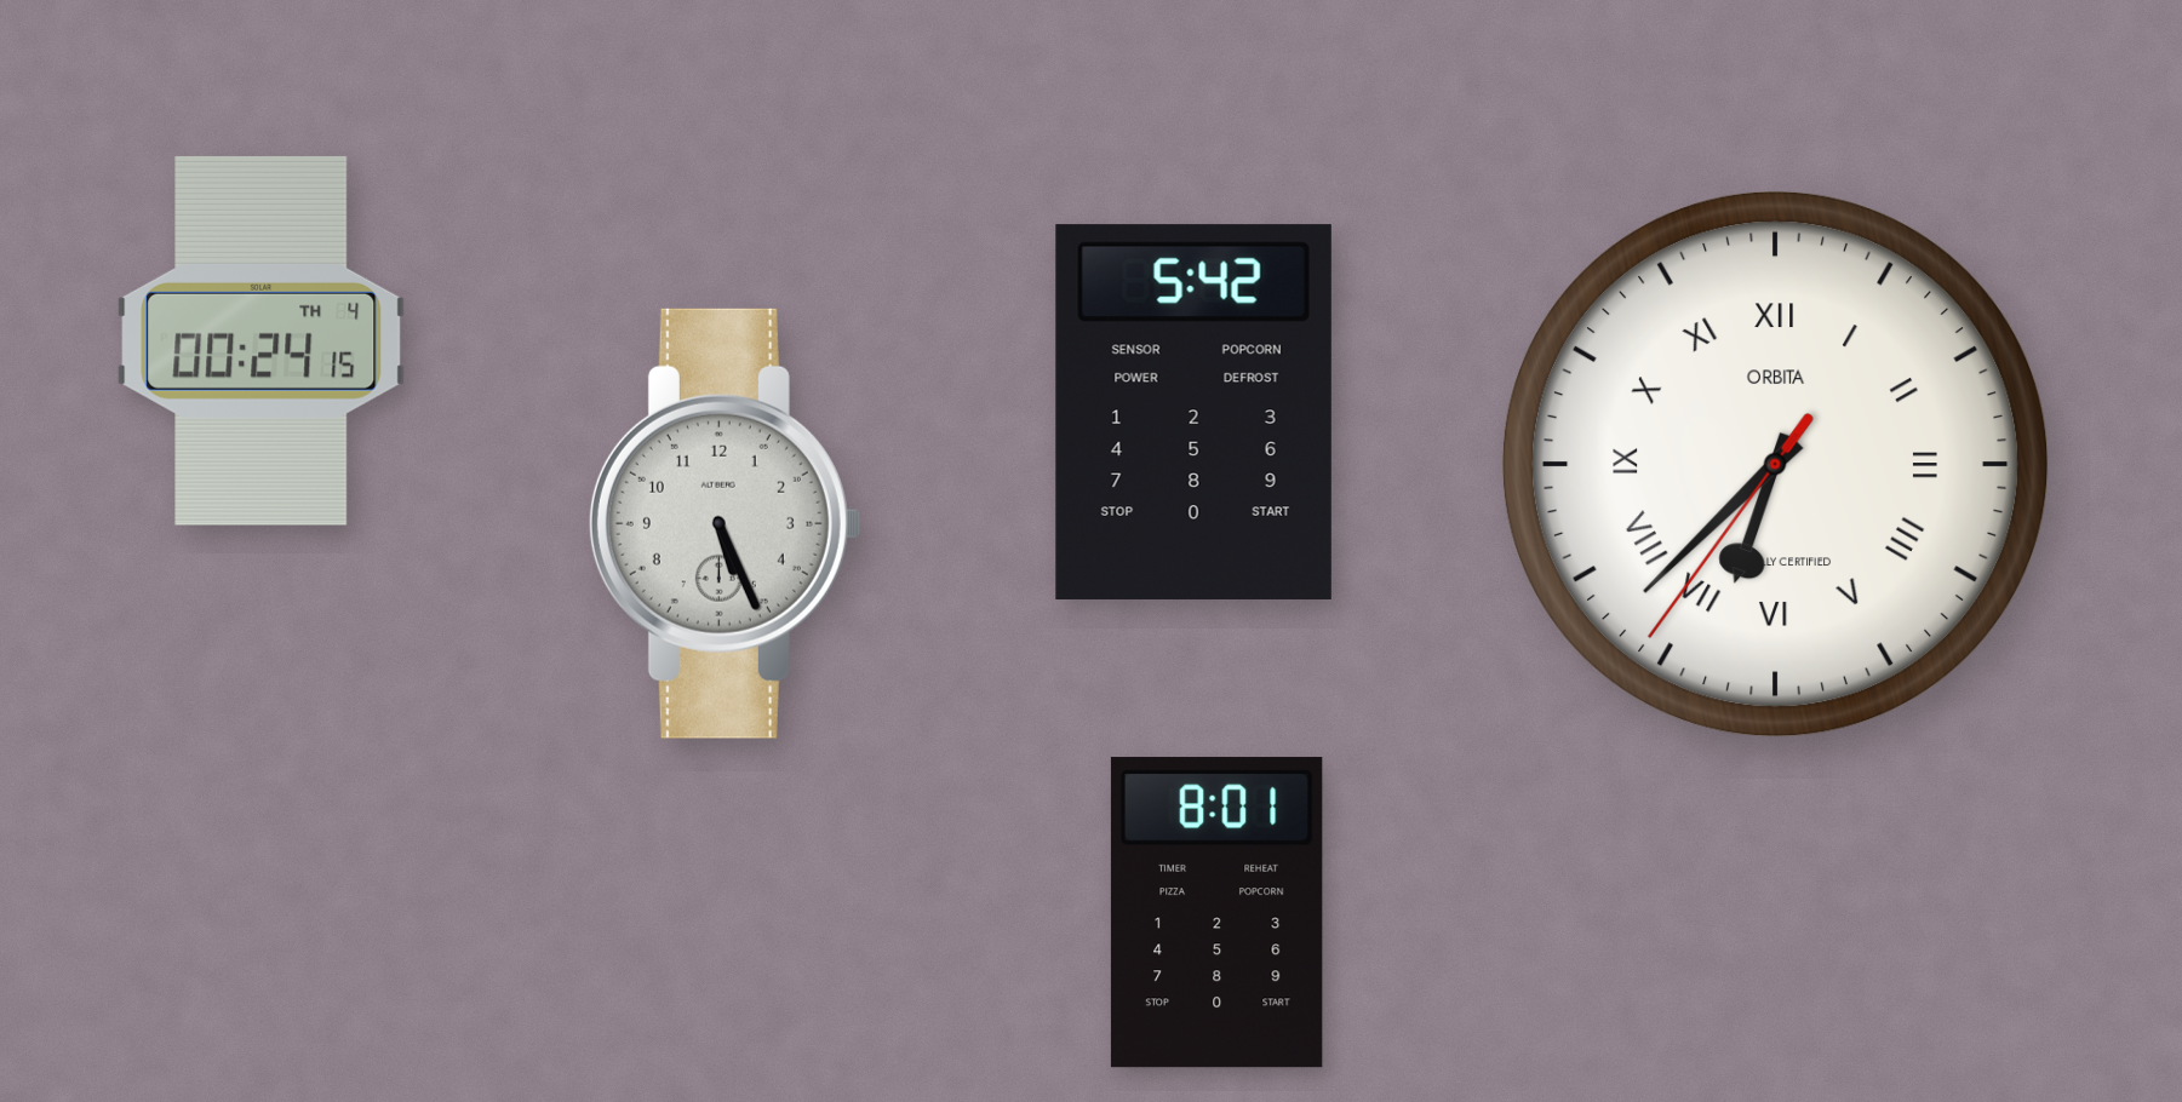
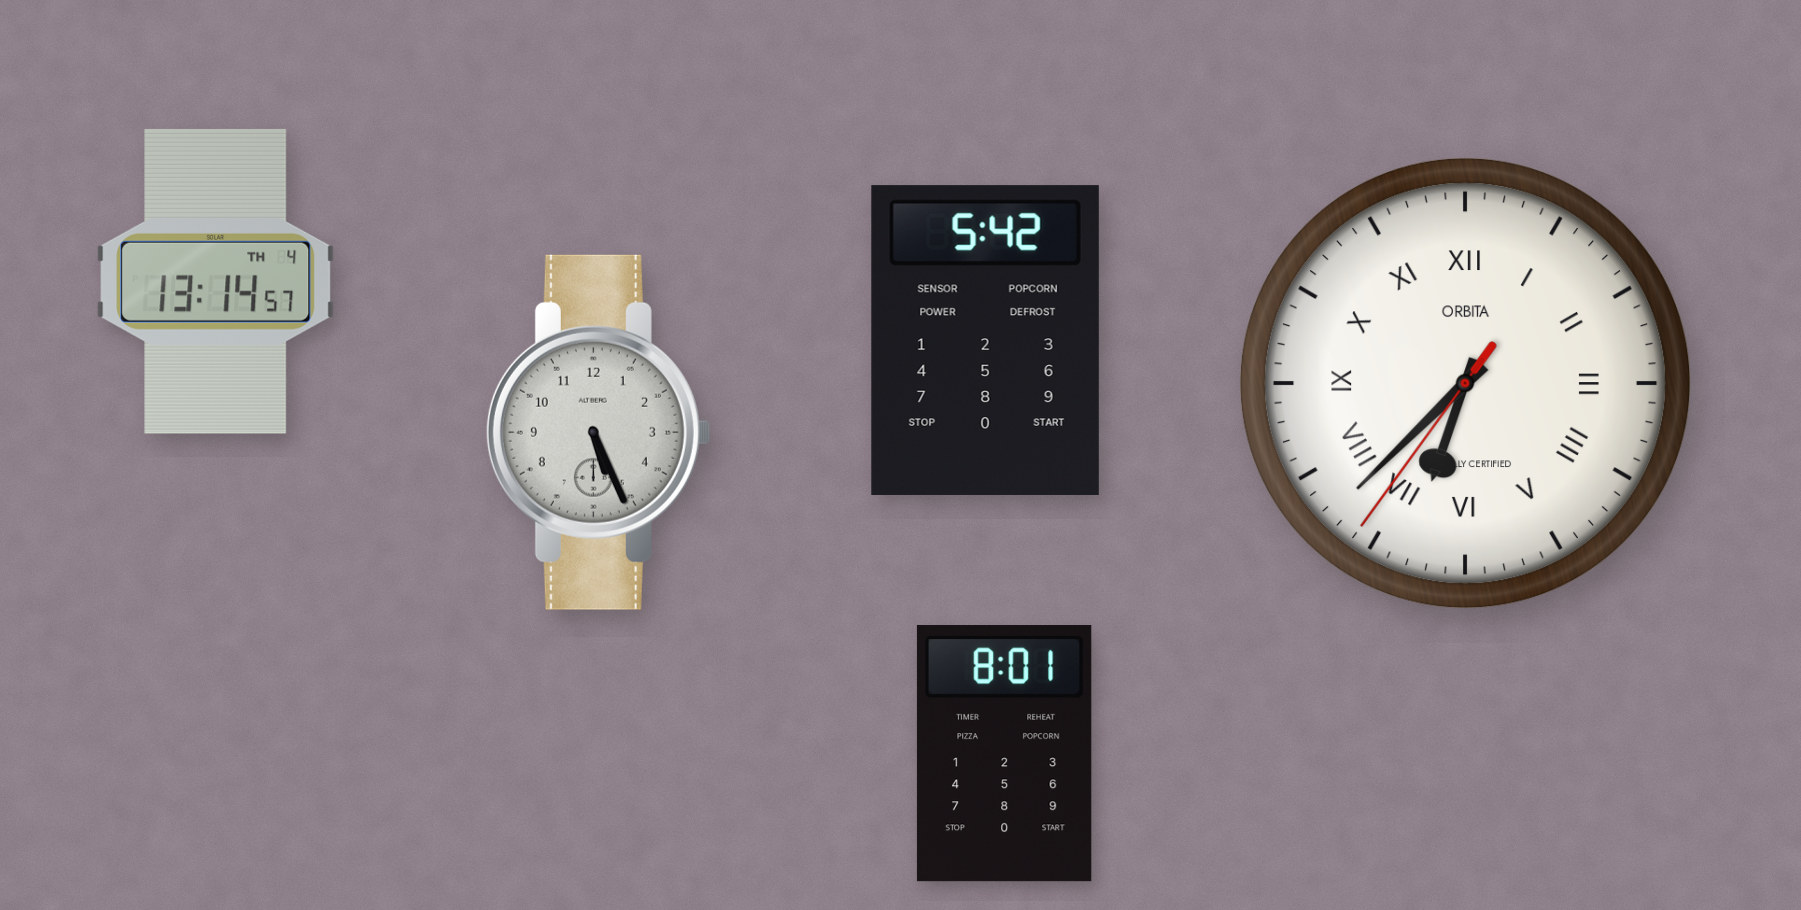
clock at (262, 340): 00:24 -> 13:14
